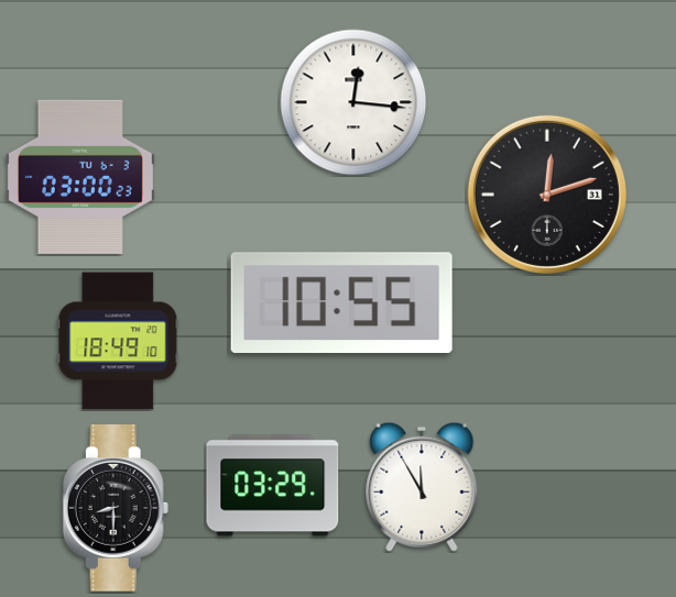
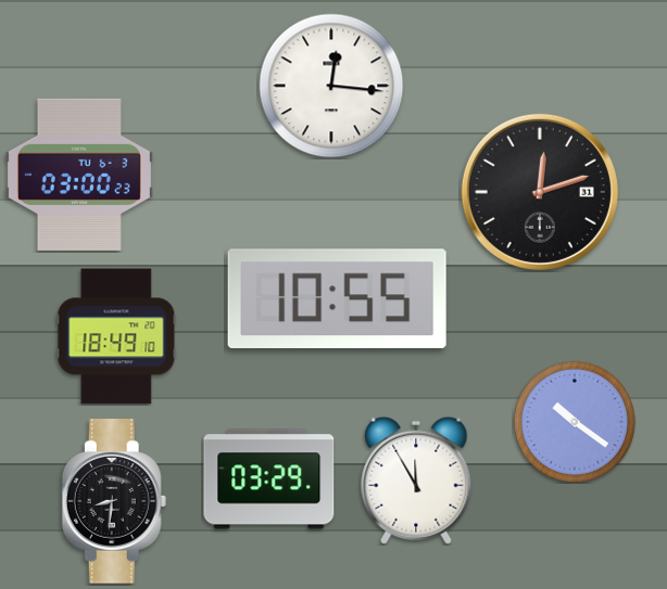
clock at (353, 102) position: (353, 102) -> (331, 86)
clock at (575, 422): none -> 10:21
clock at (116, 509): 8:30 -> 8:31
